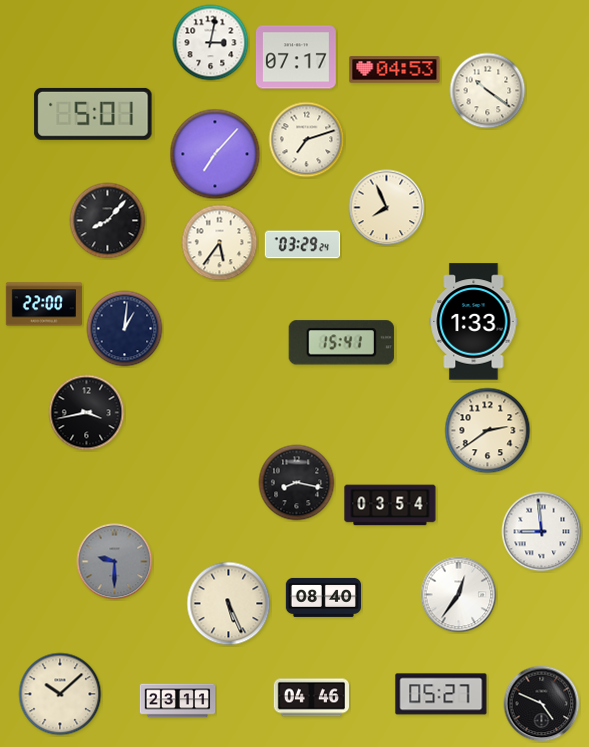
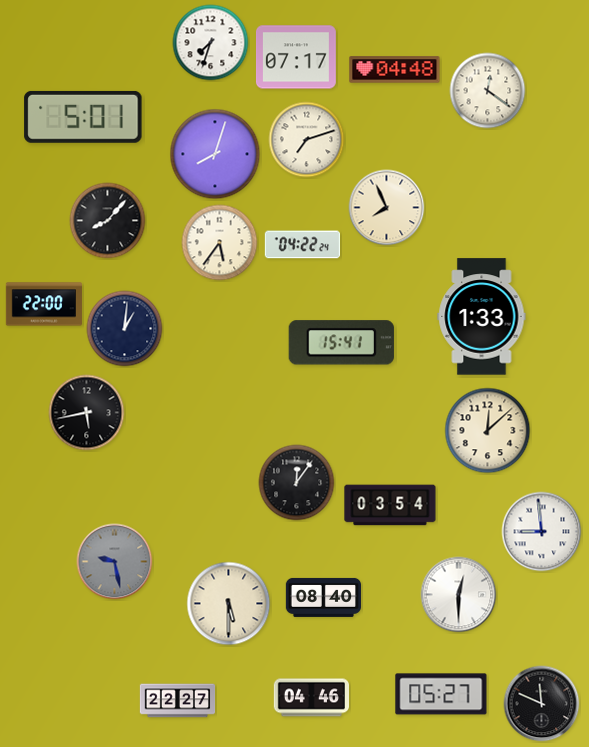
clock at (211, 43): 3:02 -> 7:33
clock at (395, 70): 04:53 -> 04:48
clock at (488, 91): 10:21 -> 12:21
clock at (93, 114) position: (93, 114) -> (83, 117)
clock at (215, 154): 7:07 -> 8:03
clock at (302, 245): 03:29 -> 04:22
clock at (474, 322) position: (474, 322) -> (482, 317)
clock at (87, 413): 3:43 -> 5:43
clock at (488, 431): 2:39 -> 12:08
clock at (297, 483): 8:17 -> 12:06
clock at (115, 562): 9:30 -> 9:28
clock at (459, 595): 12:36 -> 12:30
clock at (229, 604): 5:26 -> 5:30
clock at (60, 694): 10:08 -> none
clock at (178, 701): 23:11 -> 22:27
clock at (542, 704): 4:49 -> 11:49
